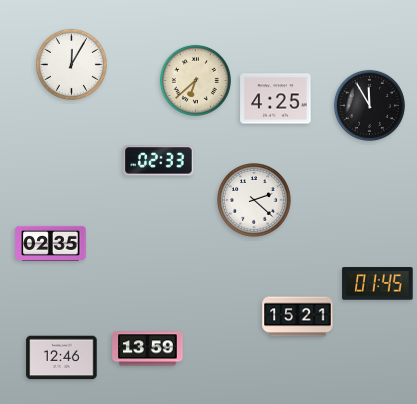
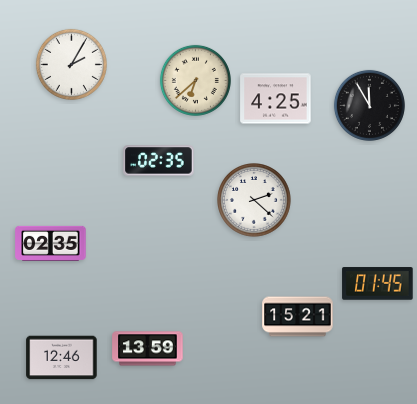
clock at (71, 64): 12:05 -> 2:05
clock at (159, 161): 02:33 -> 02:35
